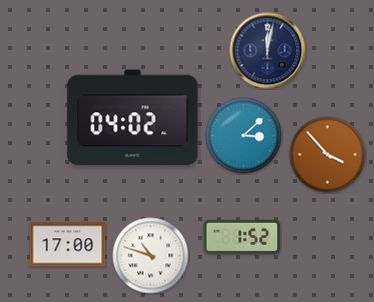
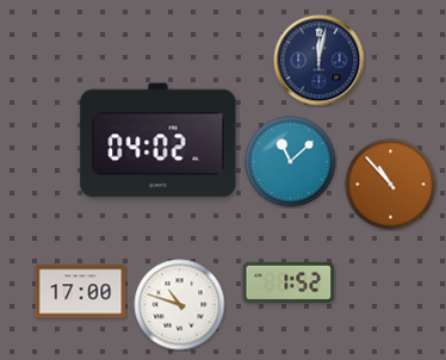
clock at (244, 136): 3:08 -> 11:08
clock at (328, 155): 3:53 -> 10:53
